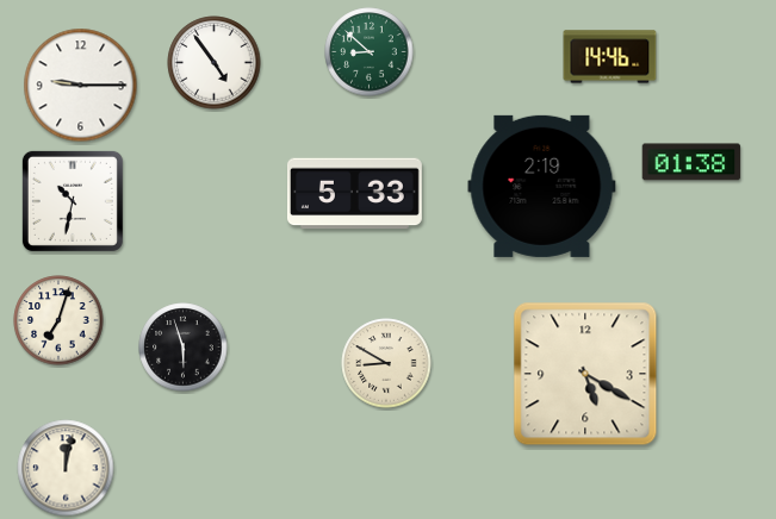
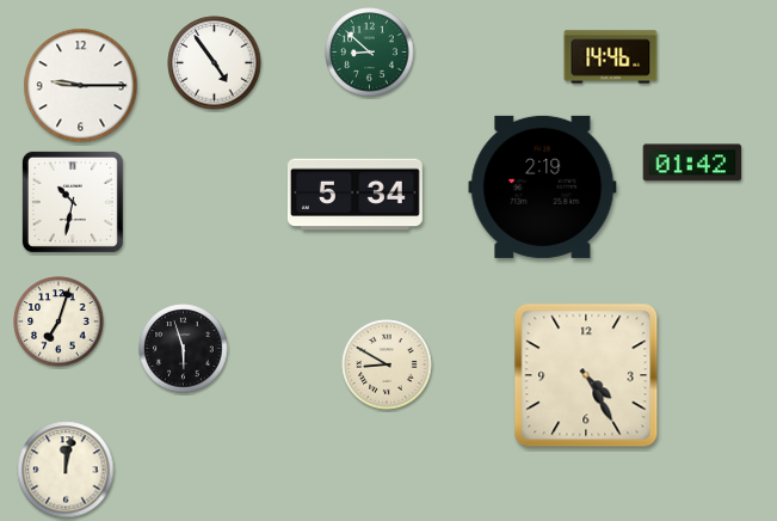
clock at (691, 162): 01:38 -> 01:42
clock at (354, 194): 5:33 -> 5:34
clock at (585, 374): 5:20 -> 4:25
